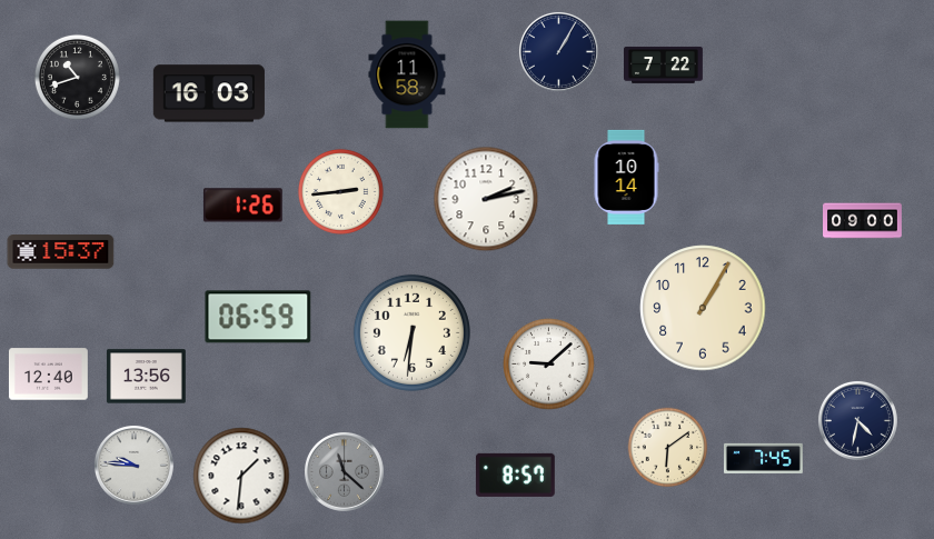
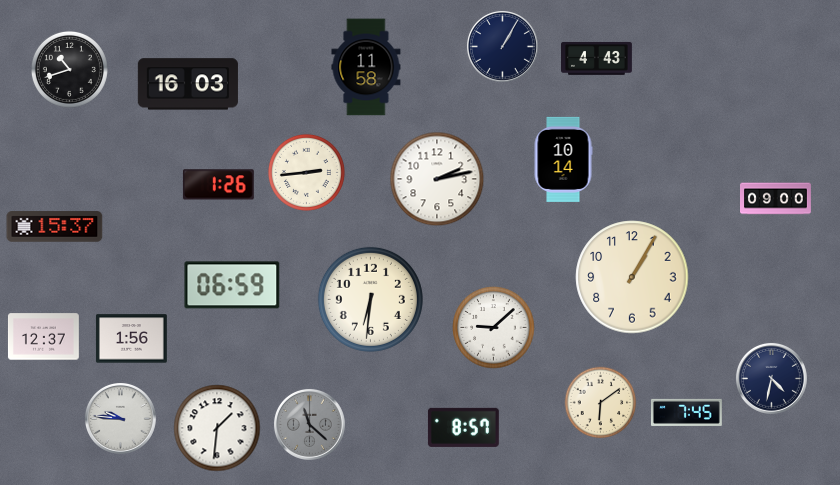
clock at (664, 64): 7:22 -> 4:43
clock at (48, 375): 12:40 -> 12:37
clock at (146, 377): 13:56 -> 1:56
